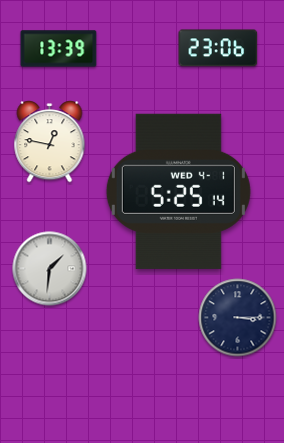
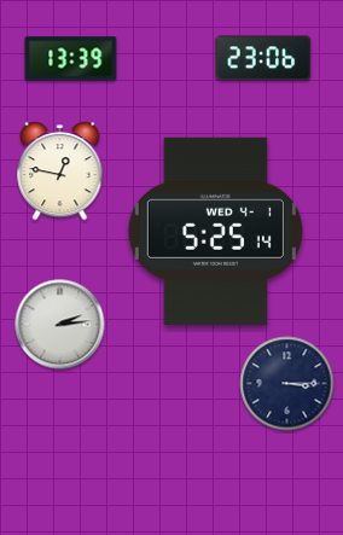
clock at (50, 269): 1:31 -> 2:14
